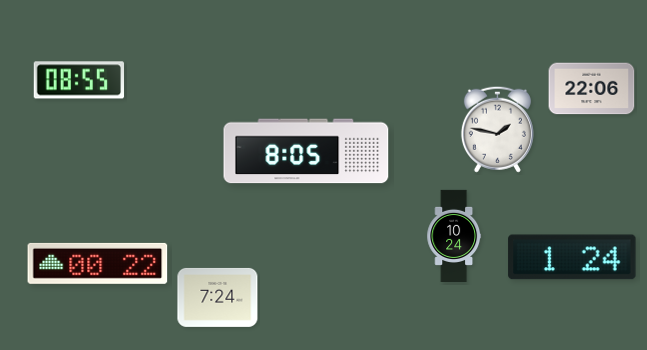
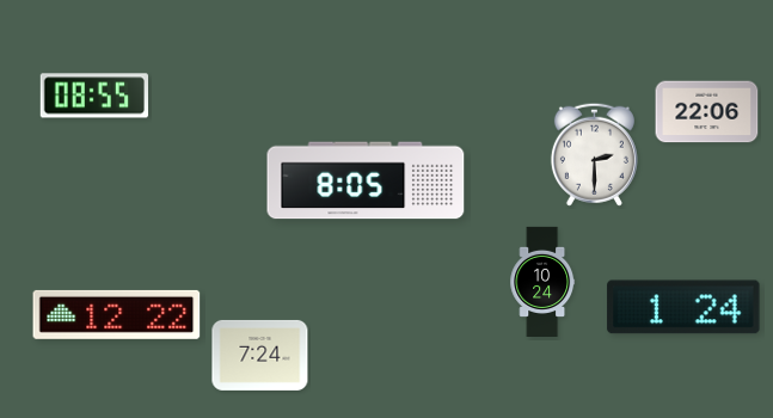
clock at (592, 89) position: (592, 89) -> (707, 112)
clock at (497, 129): 1:47 -> 2:30
clock at (98, 263): 00:22 -> 12:22
